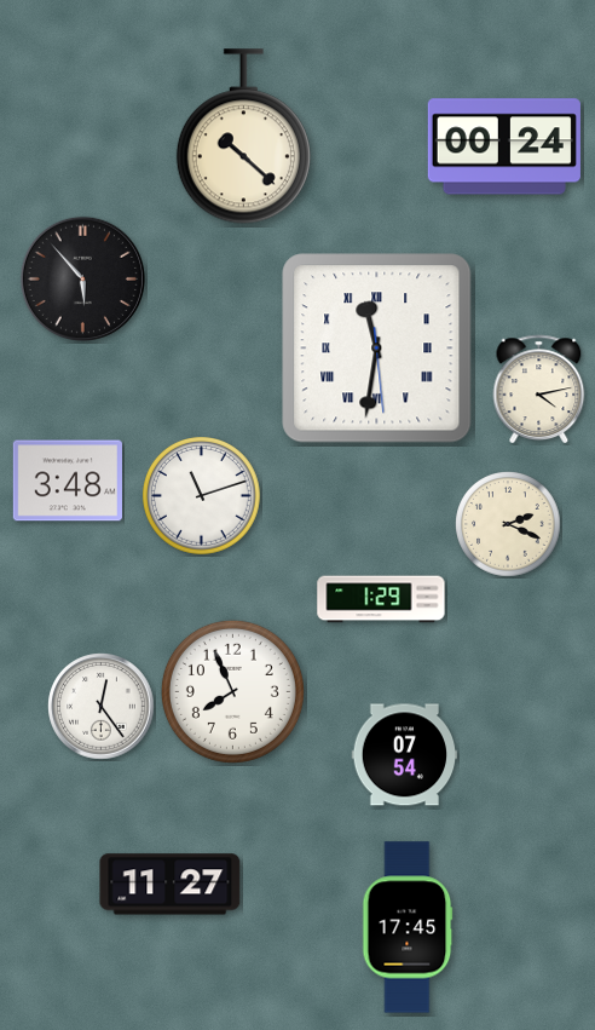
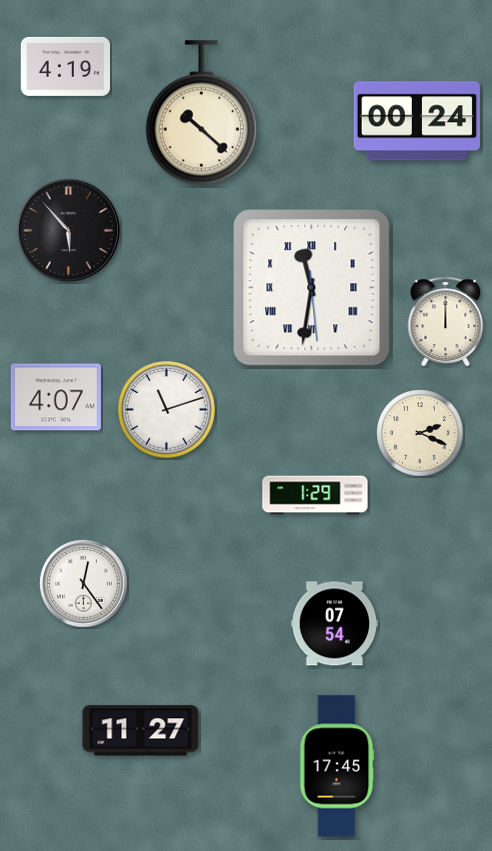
clock at (65, 66): none -> 4:19
clock at (539, 389): 4:13 -> 12:00
clock at (68, 481): 3:48 -> 4:07
clock at (232, 691): 7:56 -> none
